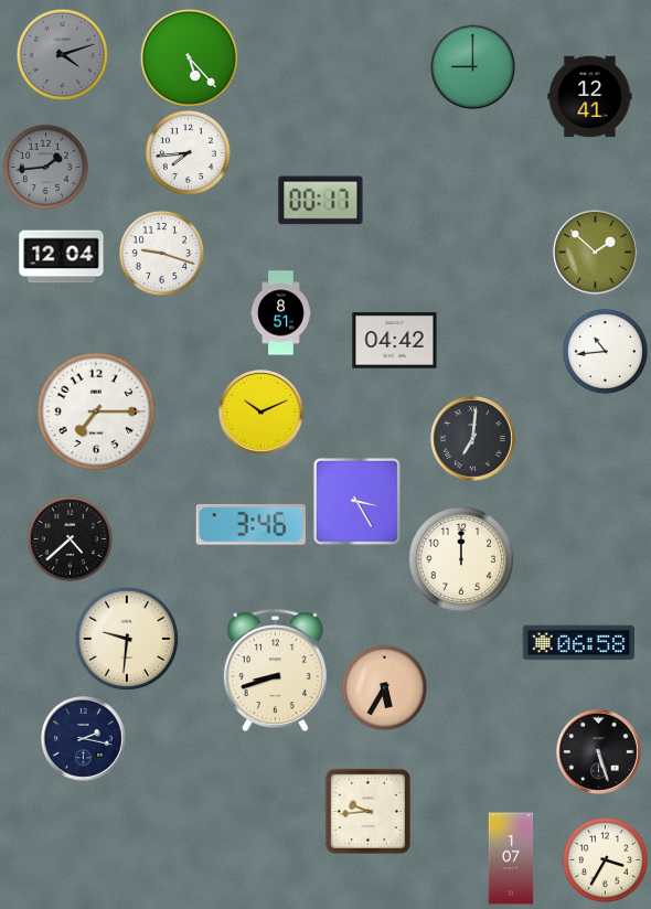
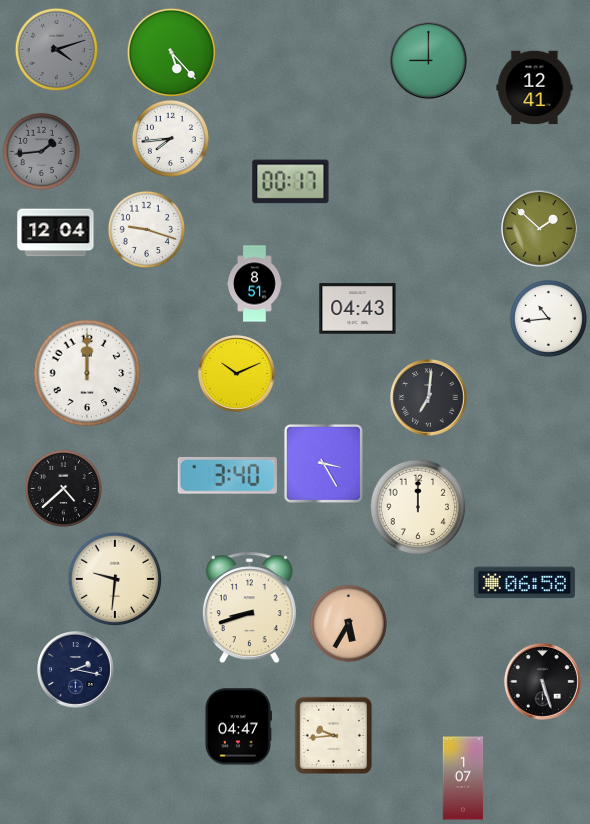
clock at (395, 341): 04:42 -> 04:43
clock at (96, 411): 7:15 -> 12:00
clock at (356, 501) position: (356, 501) -> (323, 463)
clock at (250, 524): 3:46 -> 3:40
clock at (238, 727): none -> 04:47
clock at (605, 859): 3:35 -> none
